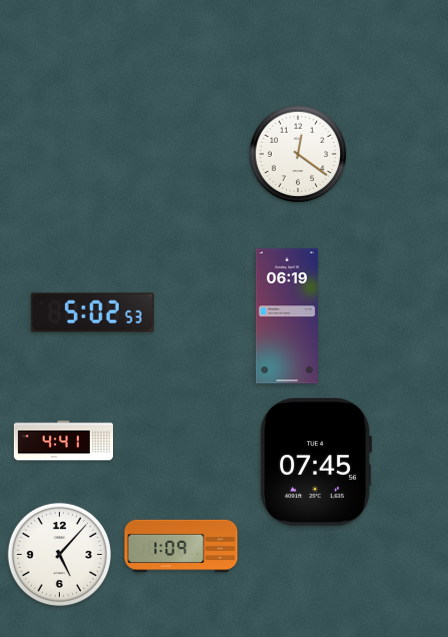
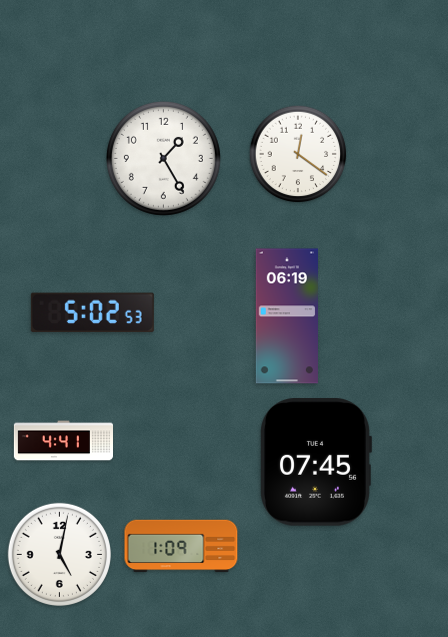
clock at (163, 158): none -> 1:25
clock at (59, 554): 5:07 -> 5:02
